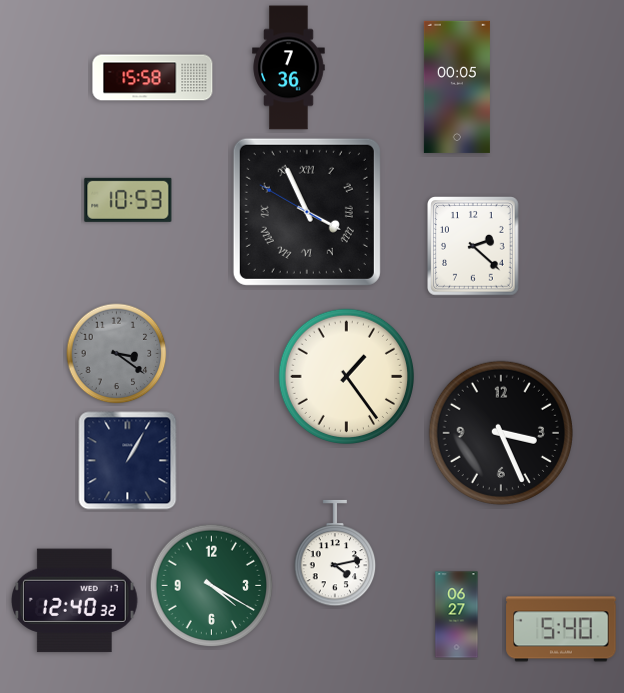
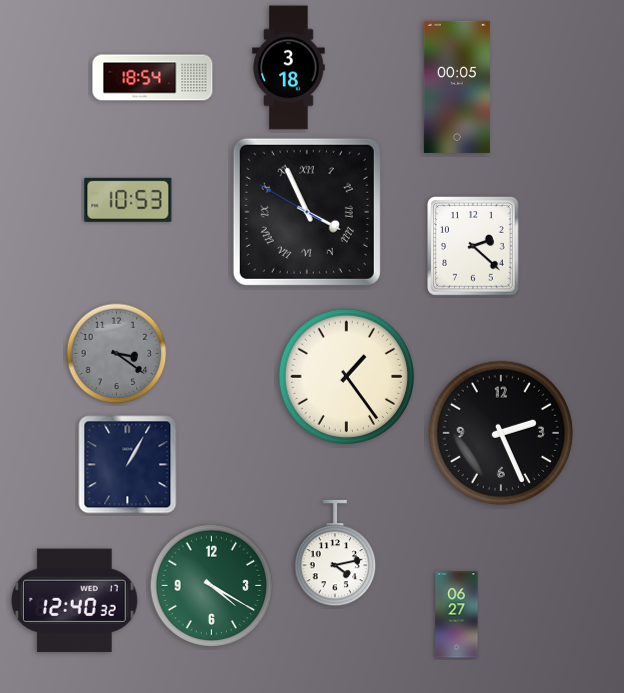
clock at (289, 68): 7:36 -> 3:18
clock at (153, 78): 15:58 -> 18:54
clock at (501, 433): 3:26 -> 2:26
clock at (128, 461) position: (128, 461) -> (128, 465)
clock at (561, 629): 5:40 -> none
